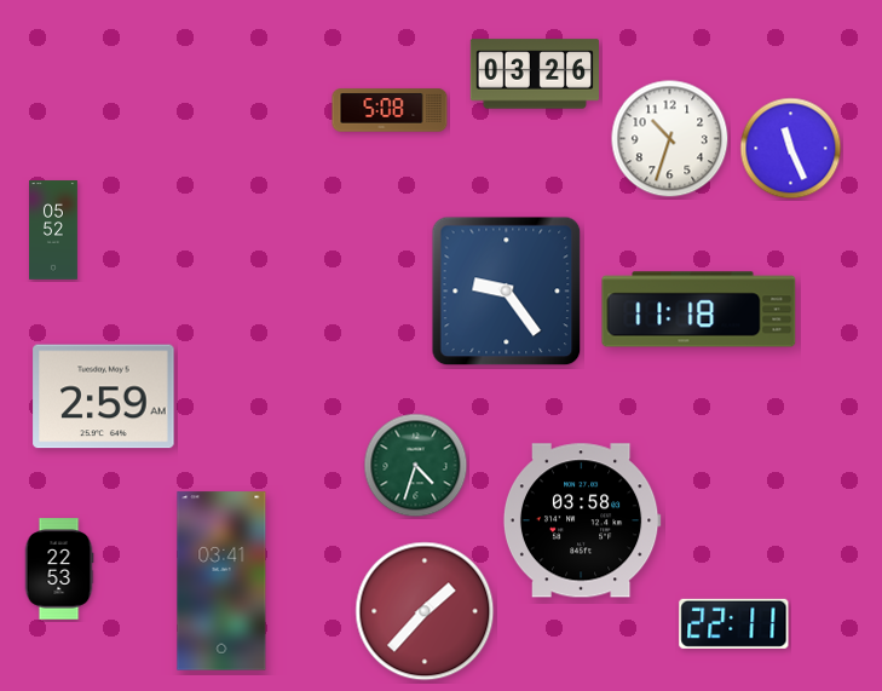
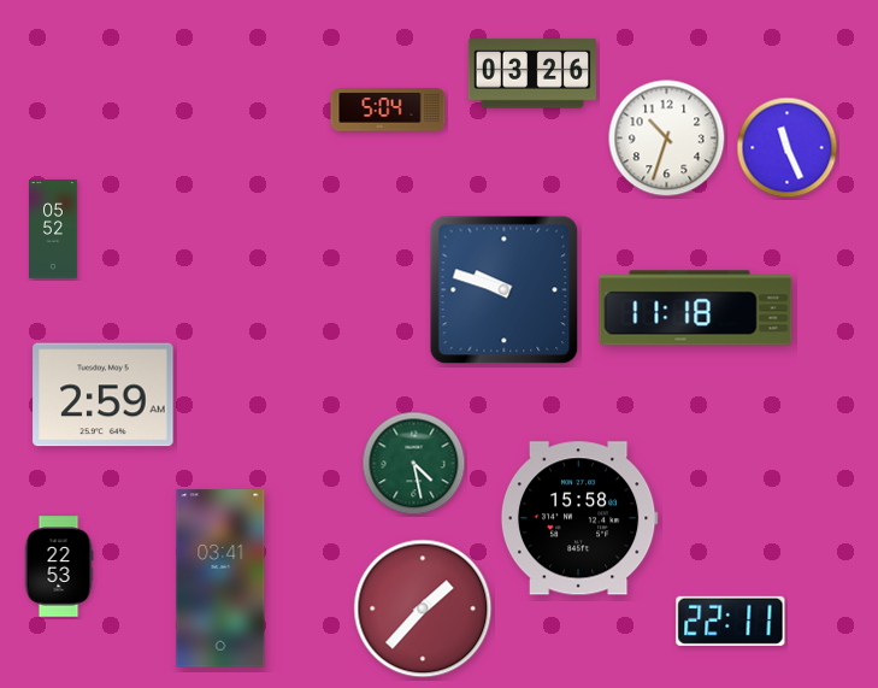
clock at (390, 110): 5:08 -> 5:04
clock at (507, 292): 9:24 -> 9:48
clock at (416, 466): 4:33 -> 4:28
clock at (582, 520): 03:58 -> 15:58
